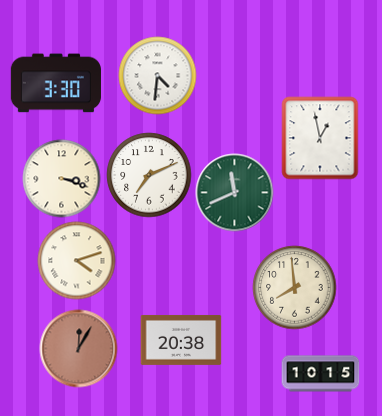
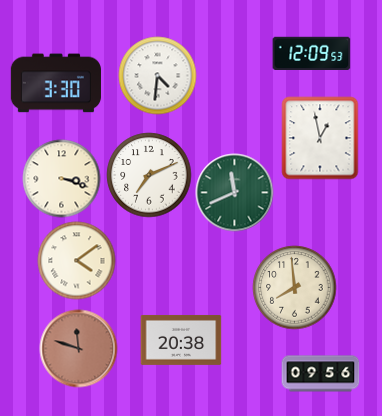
clock at (311, 53): none -> 12:09
clock at (76, 260): 4:12 -> 4:09
clock at (78, 348): 12:05 -> 11:48
clock at (320, 374): 10:15 -> 09:56
